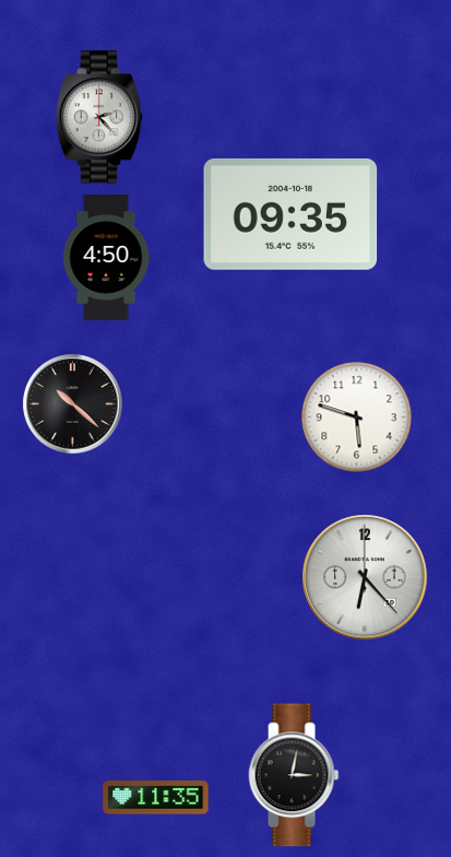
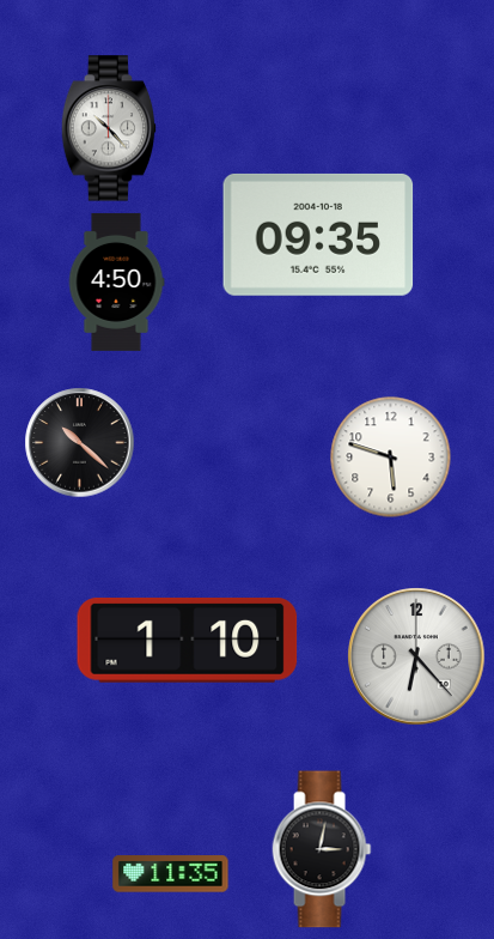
clock at (99, 117): 2:23 -> 10:23
clock at (365, 577) position: (365, 577) -> (416, 656)
clock at (188, 640): none -> 1:10
